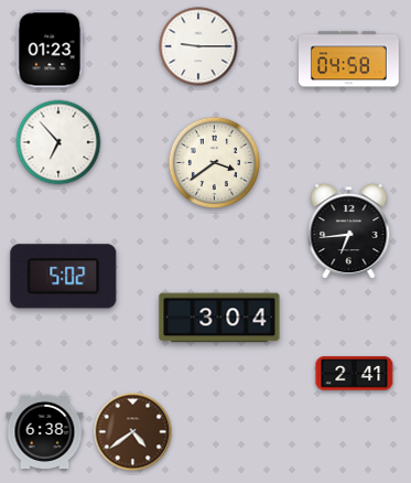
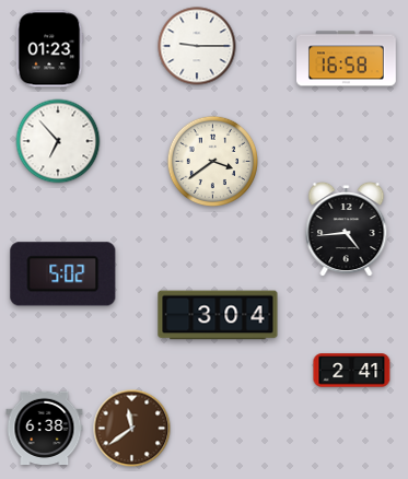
clock at (349, 60): 04:58 -> 16:58
clock at (349, 232): 6:44 -> 4:44
clock at (133, 432): 4:39 -> 11:39
